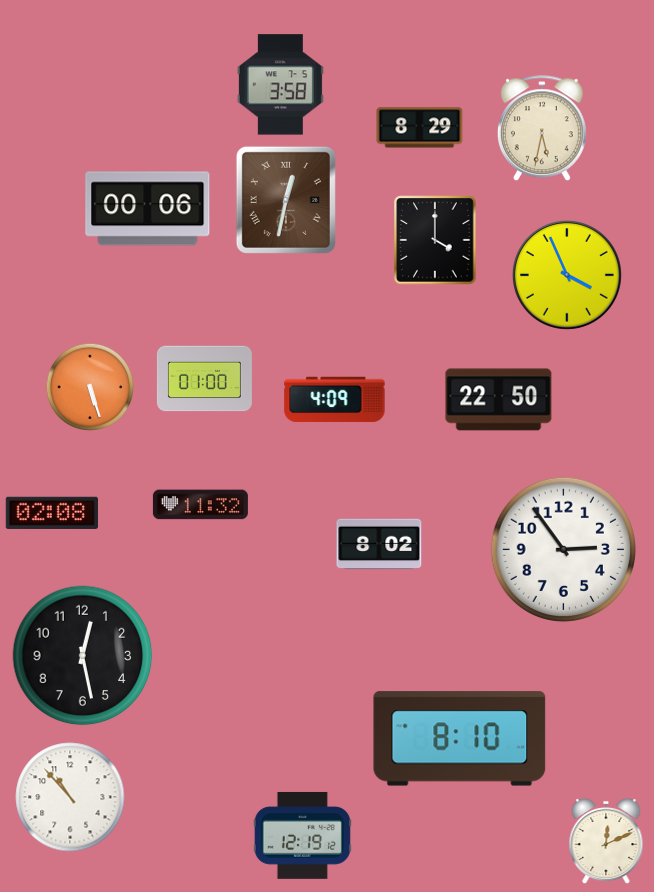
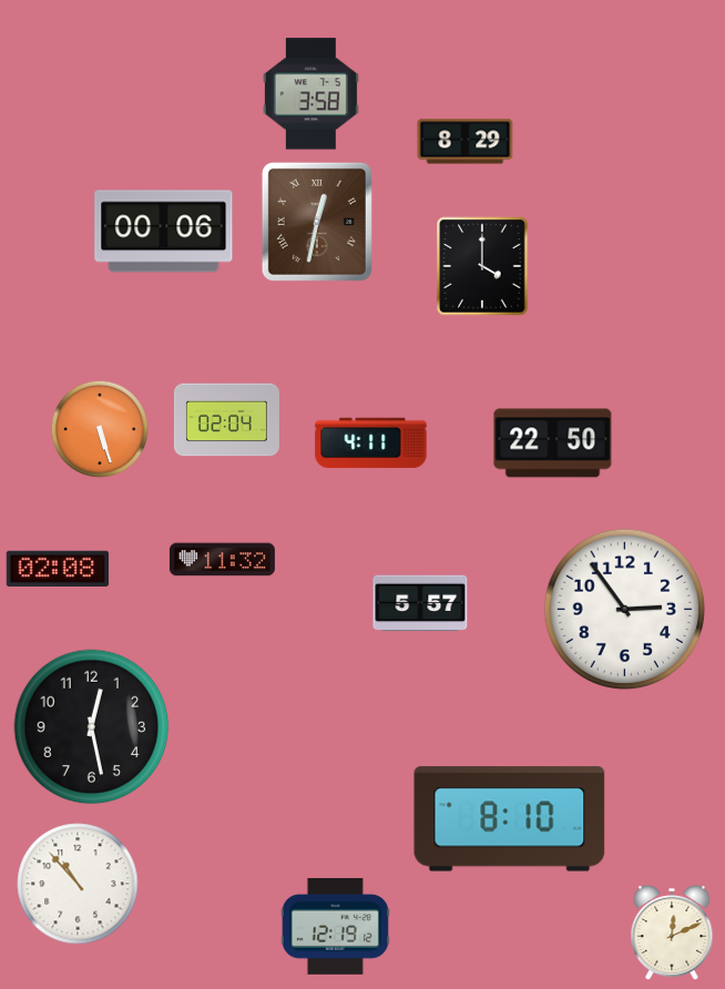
clock at (542, 129): 5:32 -> none
clock at (567, 275): 3:56 -> none
clock at (204, 379): 01:00 -> 02:04
clock at (335, 400): 4:09 -> 4:11
clock at (379, 544): 8:02 -> 5:57
